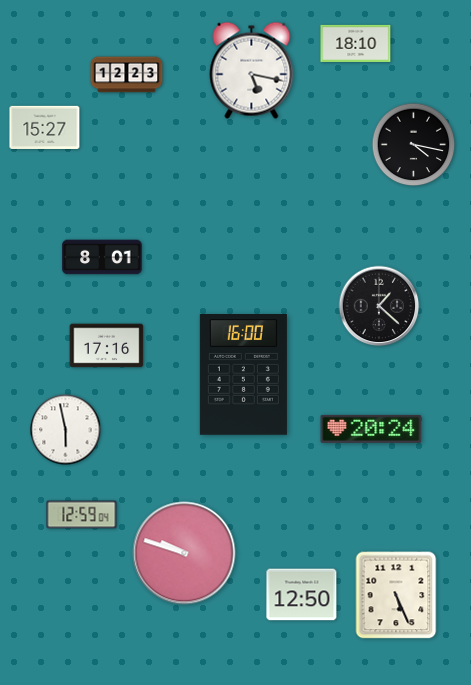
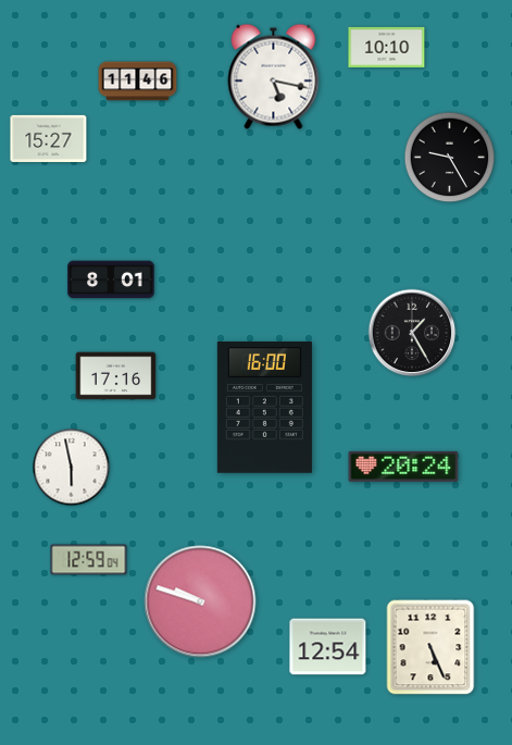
clock at (356, 43): 18:10 -> 10:10
clock at (127, 75): 12:23 -> 11:46
clock at (414, 145): 4:17 -> 9:25
clock at (379, 306): 1:22 -> 1:25
clock at (302, 595): 12:50 -> 12:54
